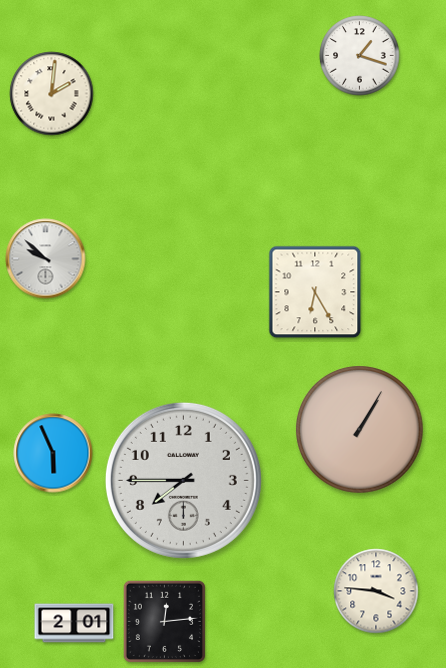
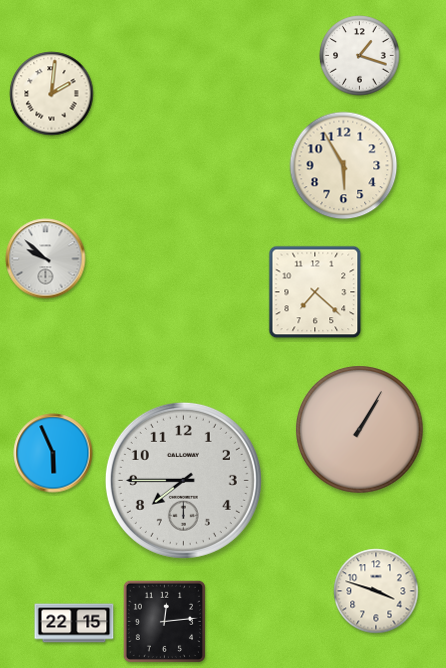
clock at (344, 166): none -> 5:55
clock at (315, 292): 6:25 -> 7:22
clock at (376, 591): 3:46 -> 3:48
clock at (74, 623): 2:01 -> 22:15
